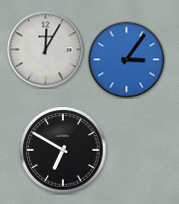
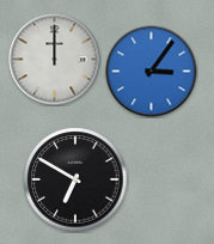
clock at (46, 50): 12:05 -> 12:00
